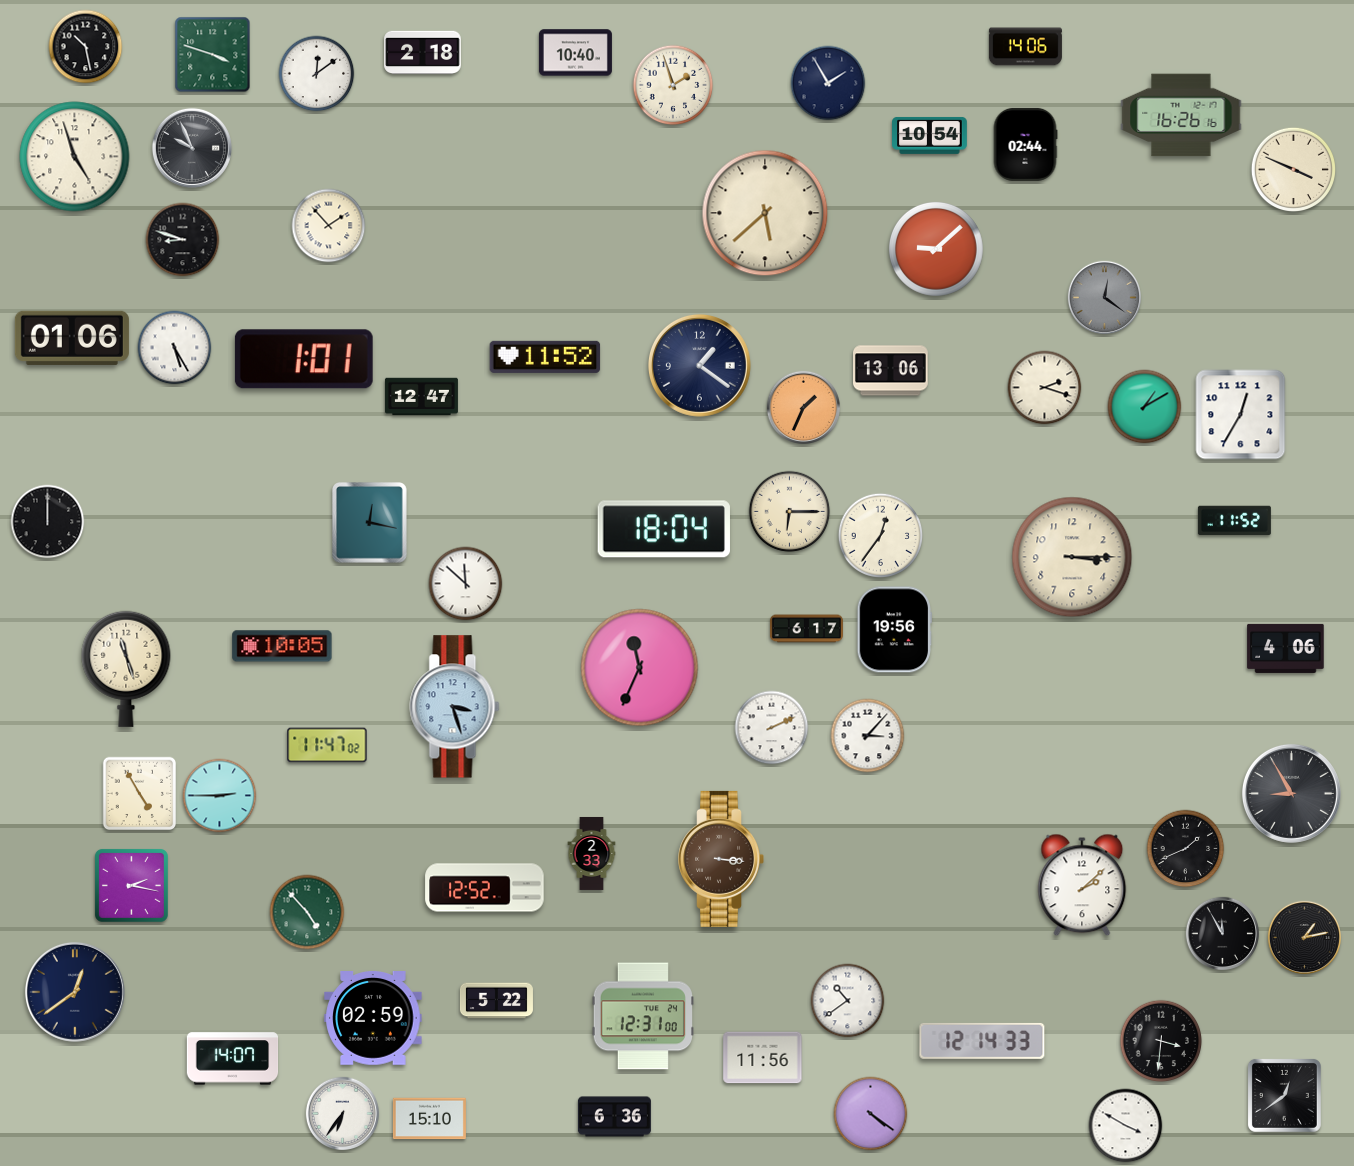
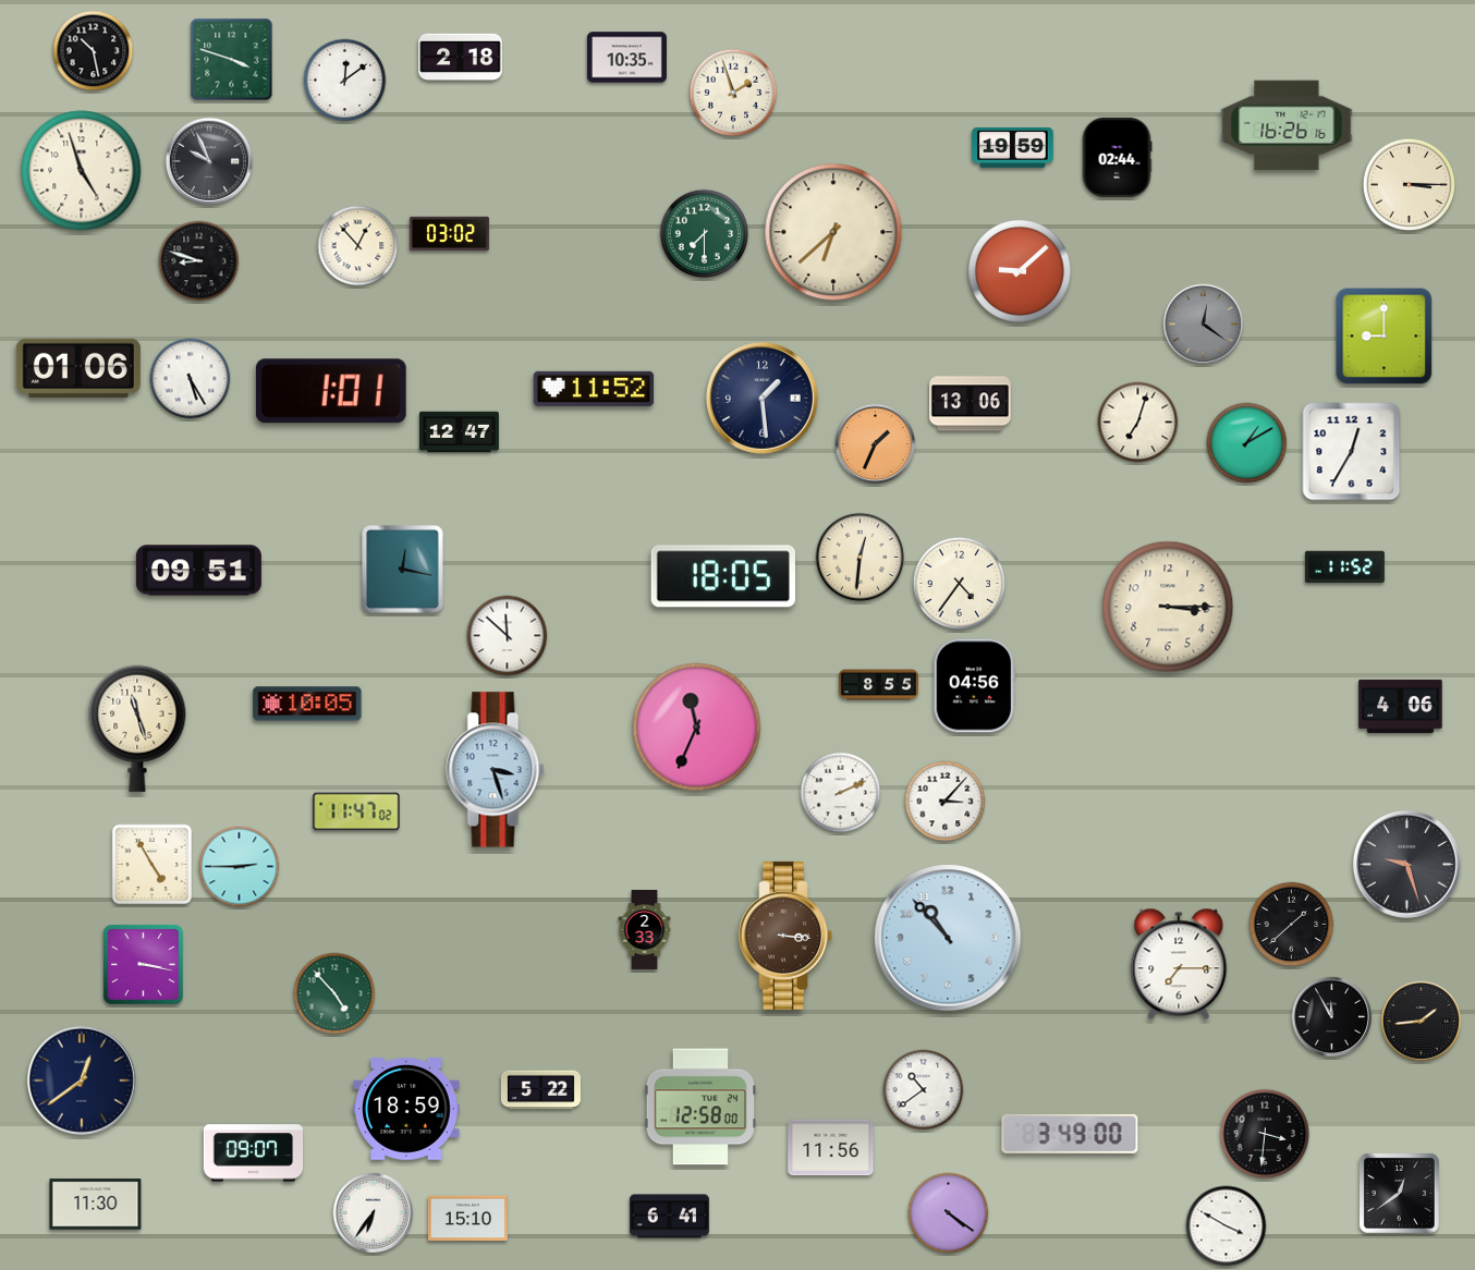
clock at (1025, 47): 14:06 -> none
clock at (575, 53): 10:40 -> 10:35
clock at (828, 83): 1:55 -> none
clock at (930, 135): 10:54 -> 19:59
clock at (1293, 169): 3:49 -> 3:15
clock at (765, 213): 5:38 -> 6:38
clock at (449, 233): none -> 03:02
clock at (705, 234): none -> 7:30
clock at (329, 226): 1:53 -> 12:53
clock at (1385, 337): none -> 9:00
clock at (699, 365): 1:21 -> 1:29
clock at (1045, 388): 2:18 -> 7:03
clock at (790, 512): 6:15 -> 12:31
clock at (48, 522): 12:00 -> none
clock at (198, 571): none -> 09:51
clock at (664, 529): 18:04 -> 18:05
clock at (880, 535): 12:36 -> 4:36
clock at (806, 629): 6:17 -> 8:55
clock at (894, 630): 19:56 -> 04:56
clock at (1291, 793): 8:55 -> 9:27
clock at (1186, 849): 1:41 -> 1:38
clock at (948, 938): none -> 10:53
clock at (131, 885): 2:17 -> 3:17
clock at (1082, 885): 2:08 -> 7:15
clock at (485, 888): 12:52 -> none
clock at (1304, 937): 1:13 -> 1:44
clock at (643, 1016): 12:31 -> 12:58
clock at (373, 1019): 02:59 -> 18:59
clock at (982, 1041): 12:14 -> 3:49
clock at (763, 1058) position: (763, 1058) -> (831, 1148)
clock at (233, 1059): 14:07 -> 09:07
clock at (96, 1205): none -> 11:30
clock at (614, 1117): 6:36 -> 6:41
